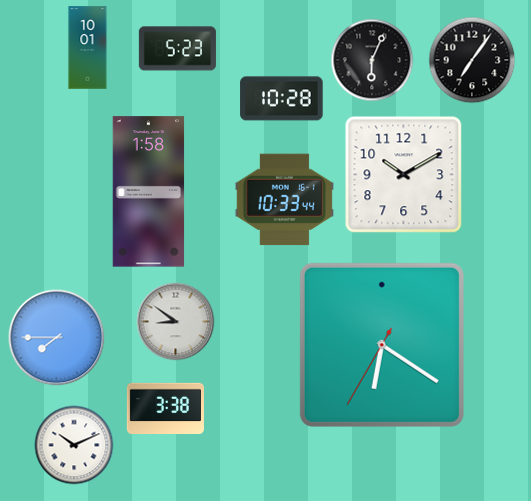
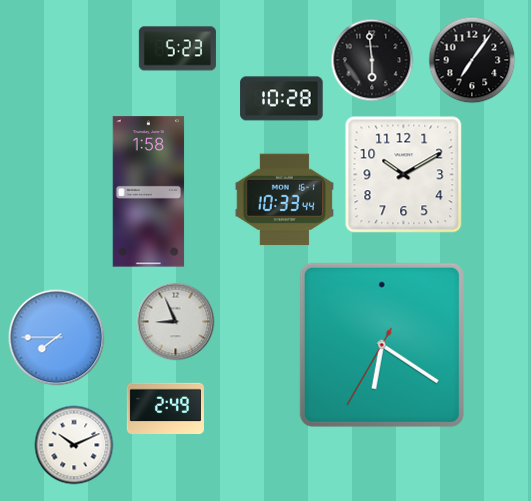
clock at (88, 48): 10:01 -> none
clock at (372, 60): 6:04 -> 5:59
clock at (176, 322): 8:51 -> 8:56
clock at (165, 408): 3:38 -> 2:49
